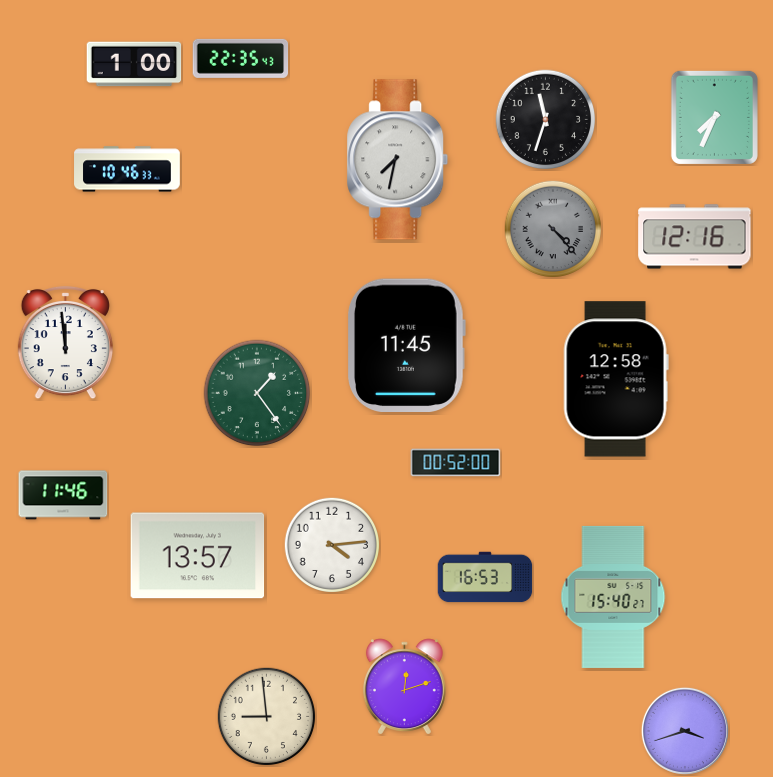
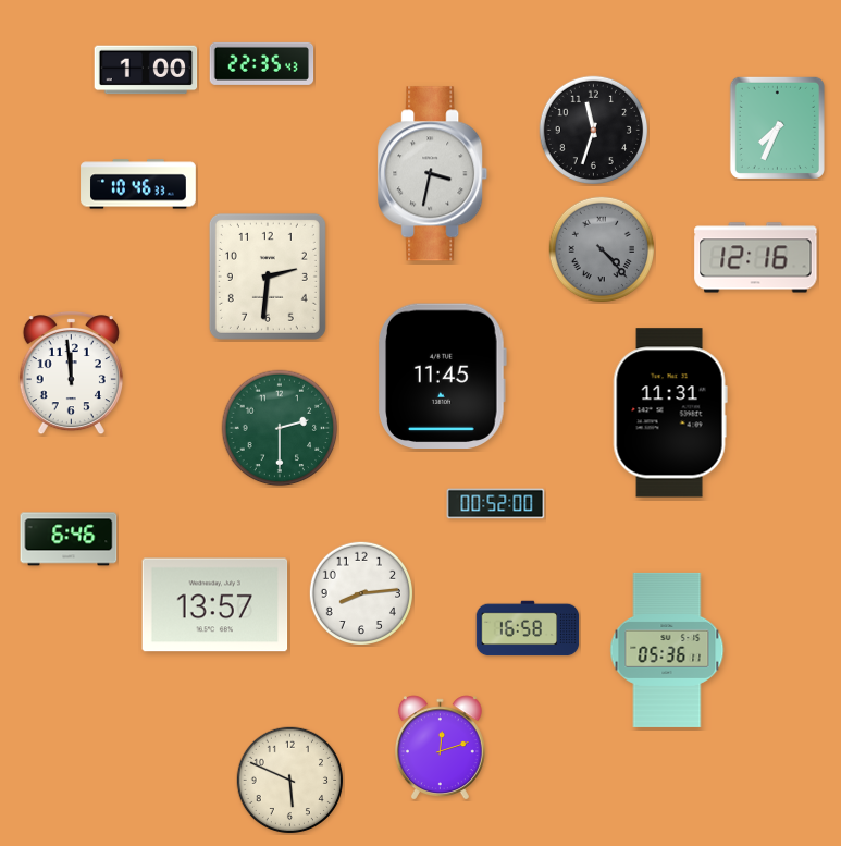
clock at (398, 160): 7:32 -> 3:32
clock at (268, 277): none -> 2:31
clock at (616, 379): 12:58 -> 11:31
clock at (257, 393): 1:24 -> 2:30
clock at (63, 495): 11:46 -> 6:46
clock at (331, 544): 4:14 -> 8:14
clock at (485, 577): 16:53 -> 16:58
clock at (613, 597): 15:40 -> 05:36
clock at (267, 717): 8:59 -> 5:49
clock at (685, 731): 3:42 -> none
